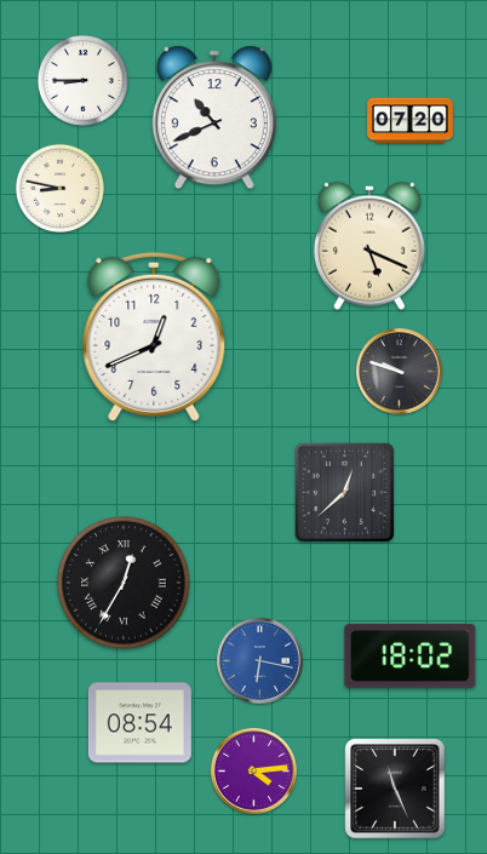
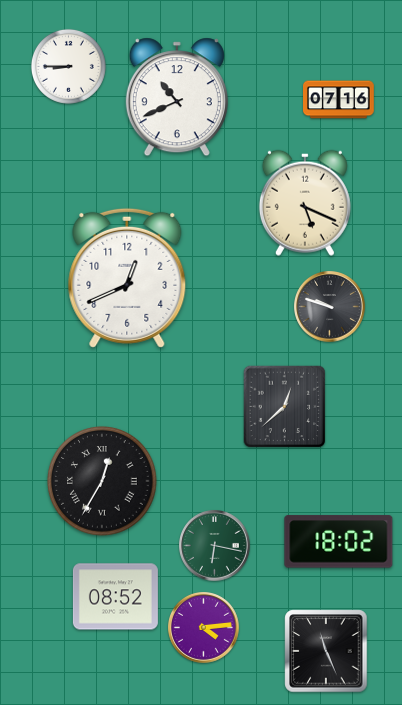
clock at (411, 121): 07:20 -> 07:16
clock at (59, 188): 8:47 -> none
clock at (260, 661) dial: blue -> green
clock at (139, 723): 08:54 -> 08:52
clock at (254, 772) position: (254, 772) -> (204, 628)
